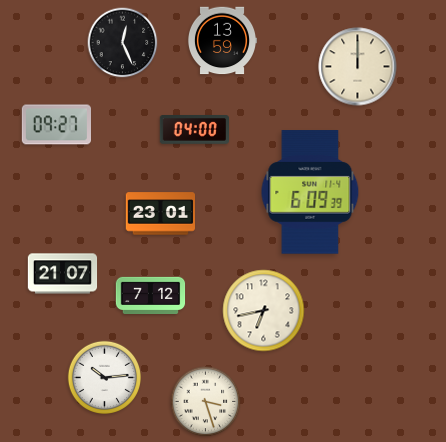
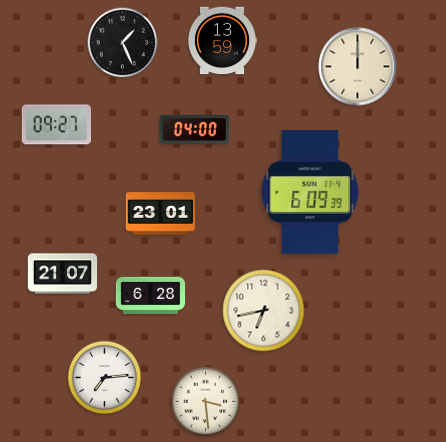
clock at (123, 43): 12:26 -> 1:26
clock at (151, 296): 7:12 -> 6:28
clock at (104, 377): 10:14 -> 7:14
clock at (206, 402): 3:27 -> 3:29
